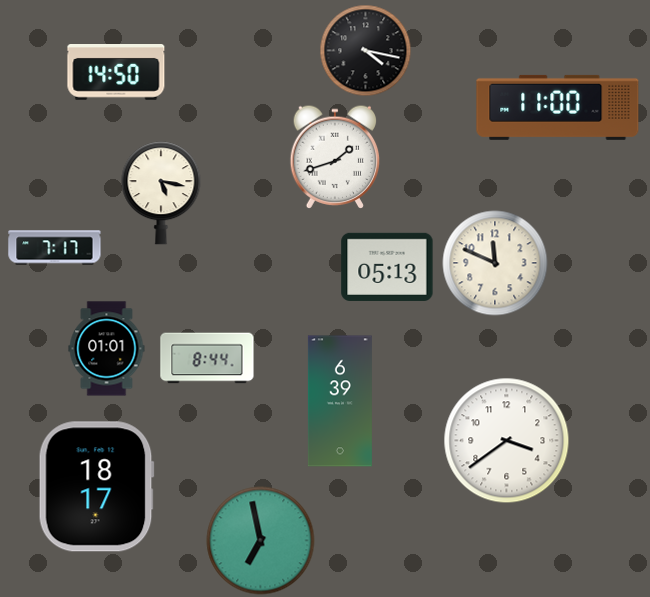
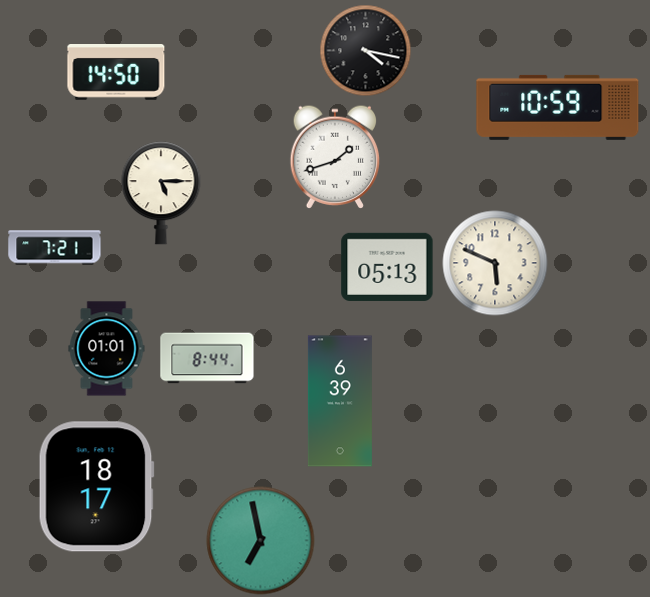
clock at (558, 107): 11:00 -> 10:59
clock at (161, 193): 5:17 -> 5:15
clock at (55, 248): 7:17 -> 7:21
clock at (495, 263): 11:49 -> 5:49
clock at (507, 441): 3:39 -> none
